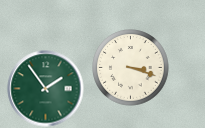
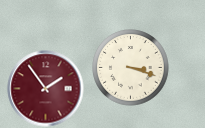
clock at (46, 89) dial: green -> burgundy
